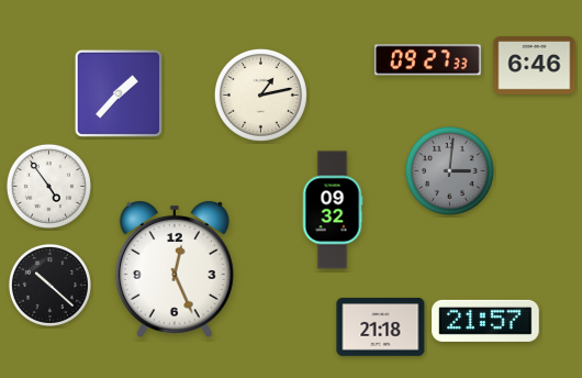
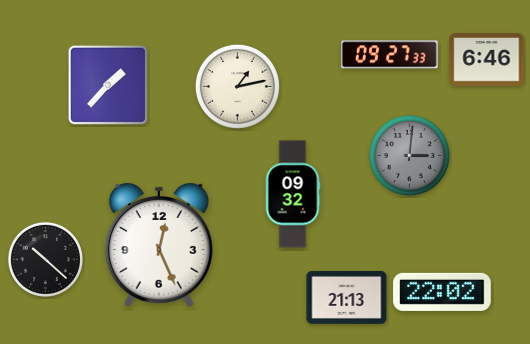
clock at (48, 186): 4:54 -> none
clock at (333, 210) position: (333, 210) -> (293, 194)
clock at (485, 321): 21:57 -> 22:02
clock at (381, 326): 21:18 -> 21:13
